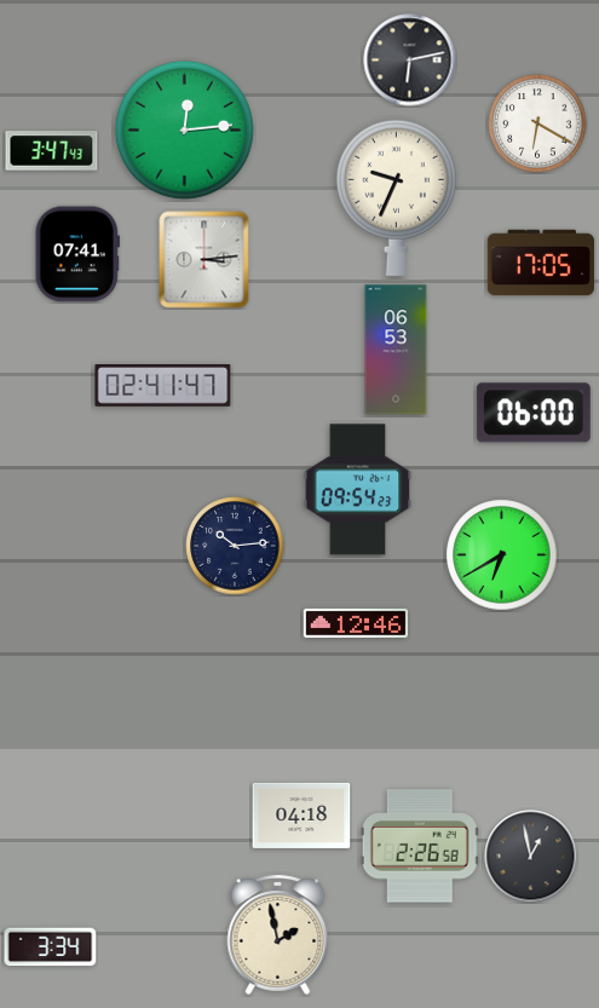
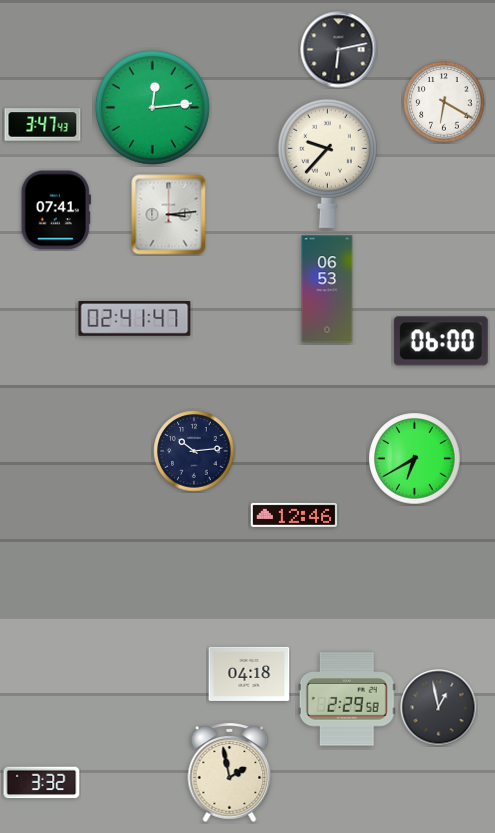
clock at (396, 197): 9:34 -> 9:37
clock at (77, 254) position: (77, 254) -> (56, 210)
clock at (540, 263): 17:05 -> none
clock at (358, 490): 09:54 -> none
clock at (420, 846): 2:26 -> 2:29
clock at (51, 947): 3:34 -> 3:32
